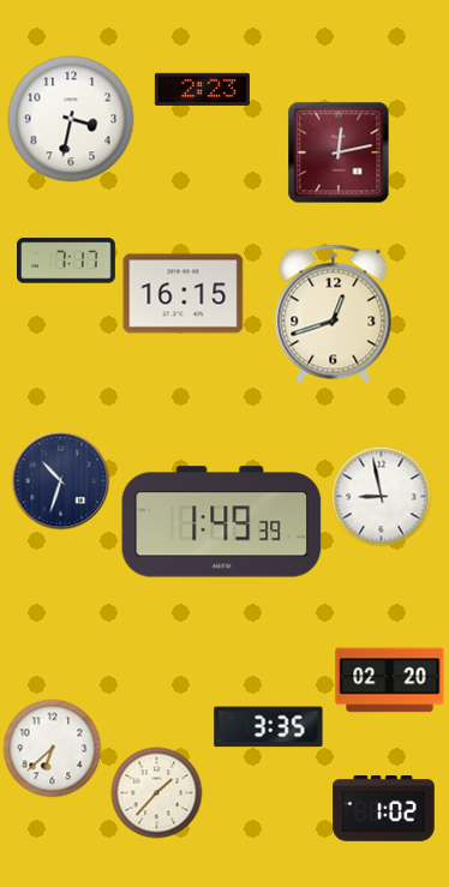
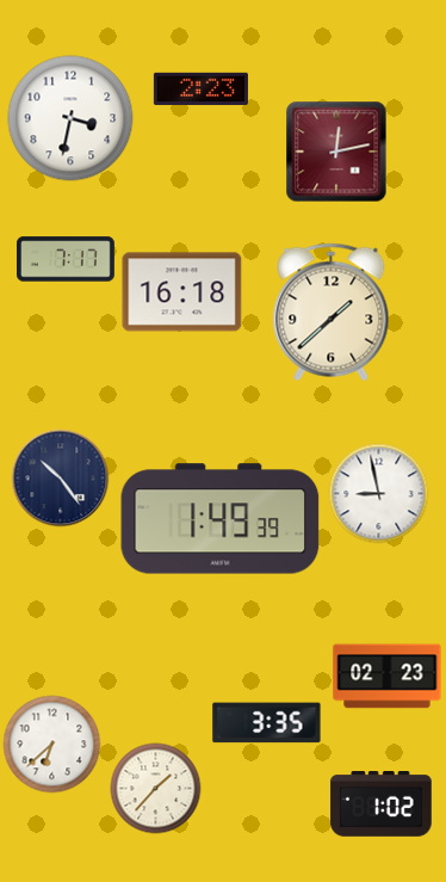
clock at (184, 294): 16:15 -> 16:18
clock at (334, 314): 12:42 -> 1:38
clock at (61, 481): 10:33 -> 10:24
clock at (390, 681): 02:20 -> 02:23
